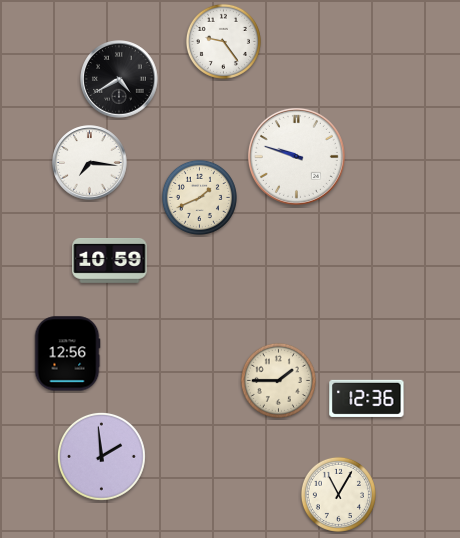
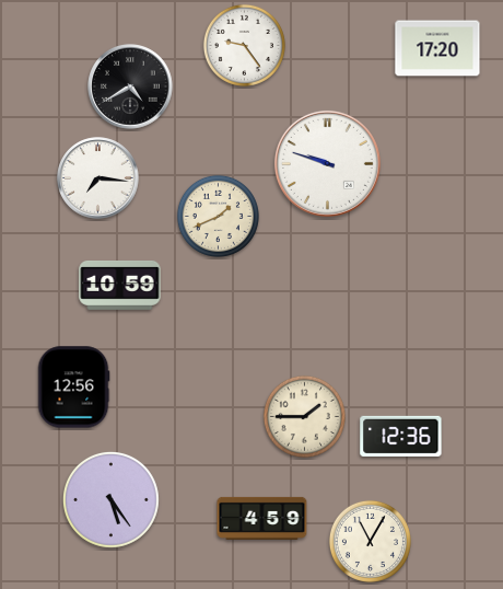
clock at (437, 48): none -> 17:20
clock at (296, 156) position: (296, 156) -> (327, 163)
clock at (101, 456): 1:59 -> 5:24
clock at (262, 518): none -> 4:59
